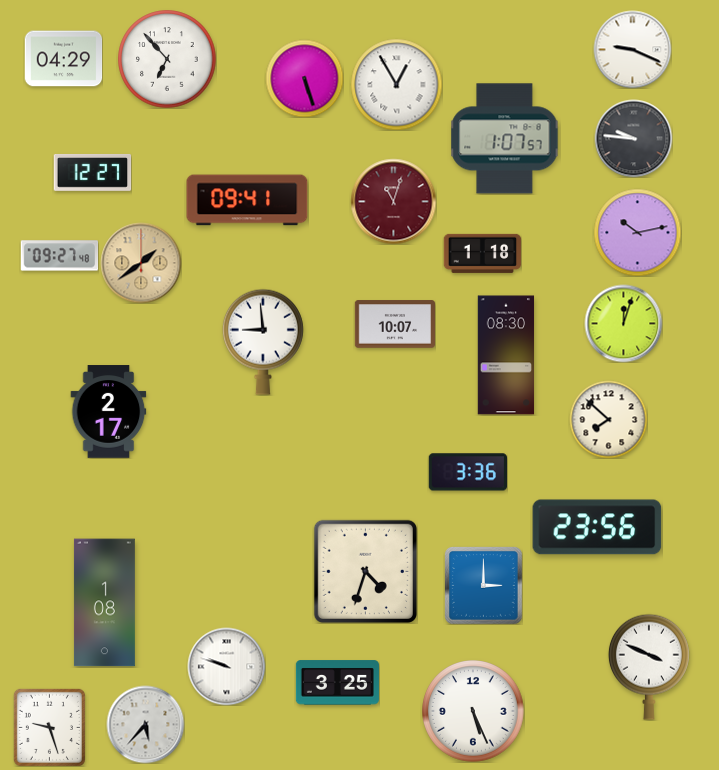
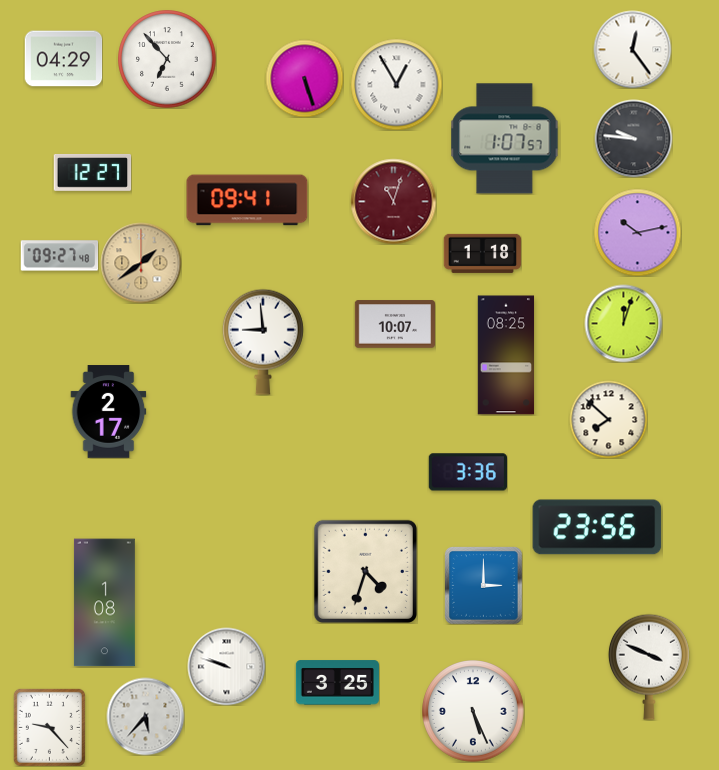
clock at (632, 49): 9:19 -> 12:24
clock at (506, 355): 08:30 -> 08:25
clock at (145, 724) position: (145, 724) -> (145, 716)
clock at (49, 727): 9:27 -> 9:23
